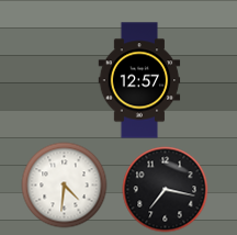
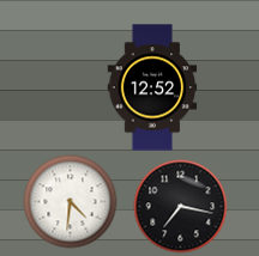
clock at (139, 80): 12:57 -> 12:52
